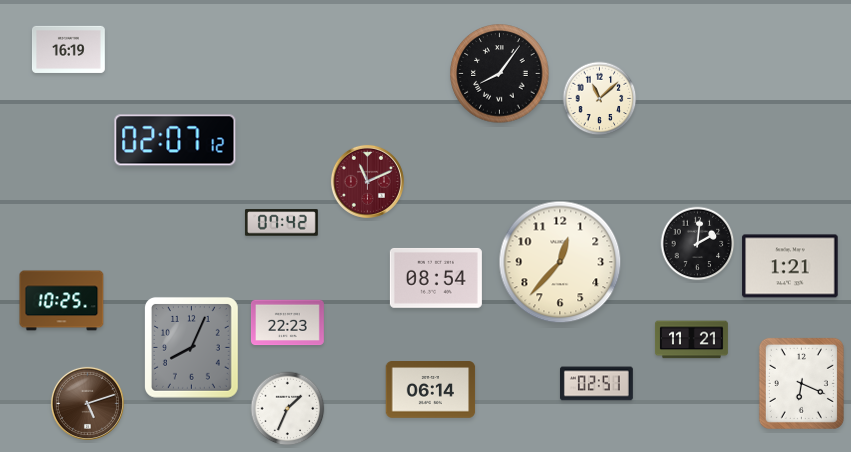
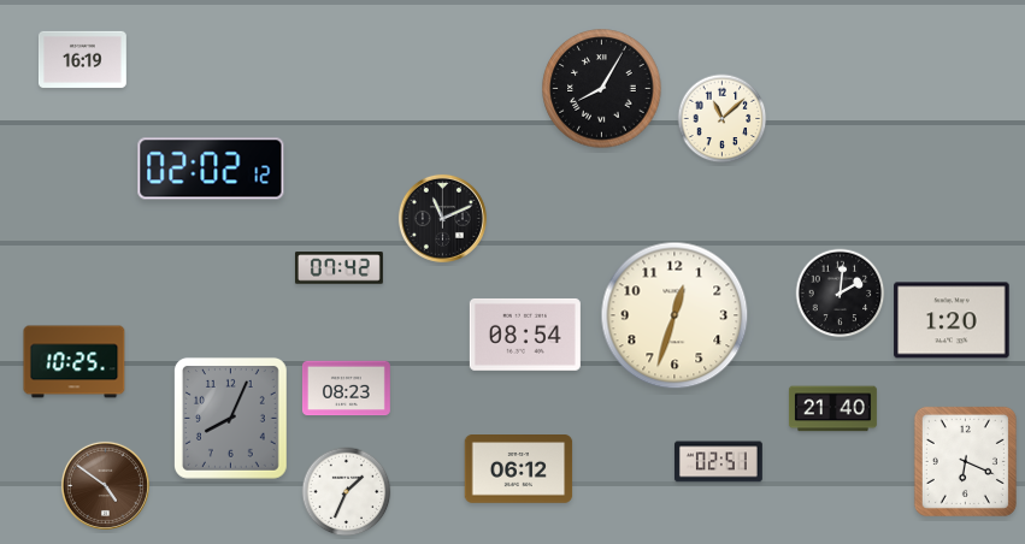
clock at (500, 74): 8:06 -> 8:05
clock at (175, 140): 02:07 -> 02:02
clock at (367, 181) dial: burgundy -> black
clock at (560, 262): 12:37 -> 12:33
clock at (790, 266): 1:21 -> 1:20
clock at (287, 323): 22:23 -> 08:23
clock at (691, 340): 11:21 -> 21:40
clock at (431, 390): 06:14 -> 06:12
clock at (87, 403): 5:12 -> 4:51
